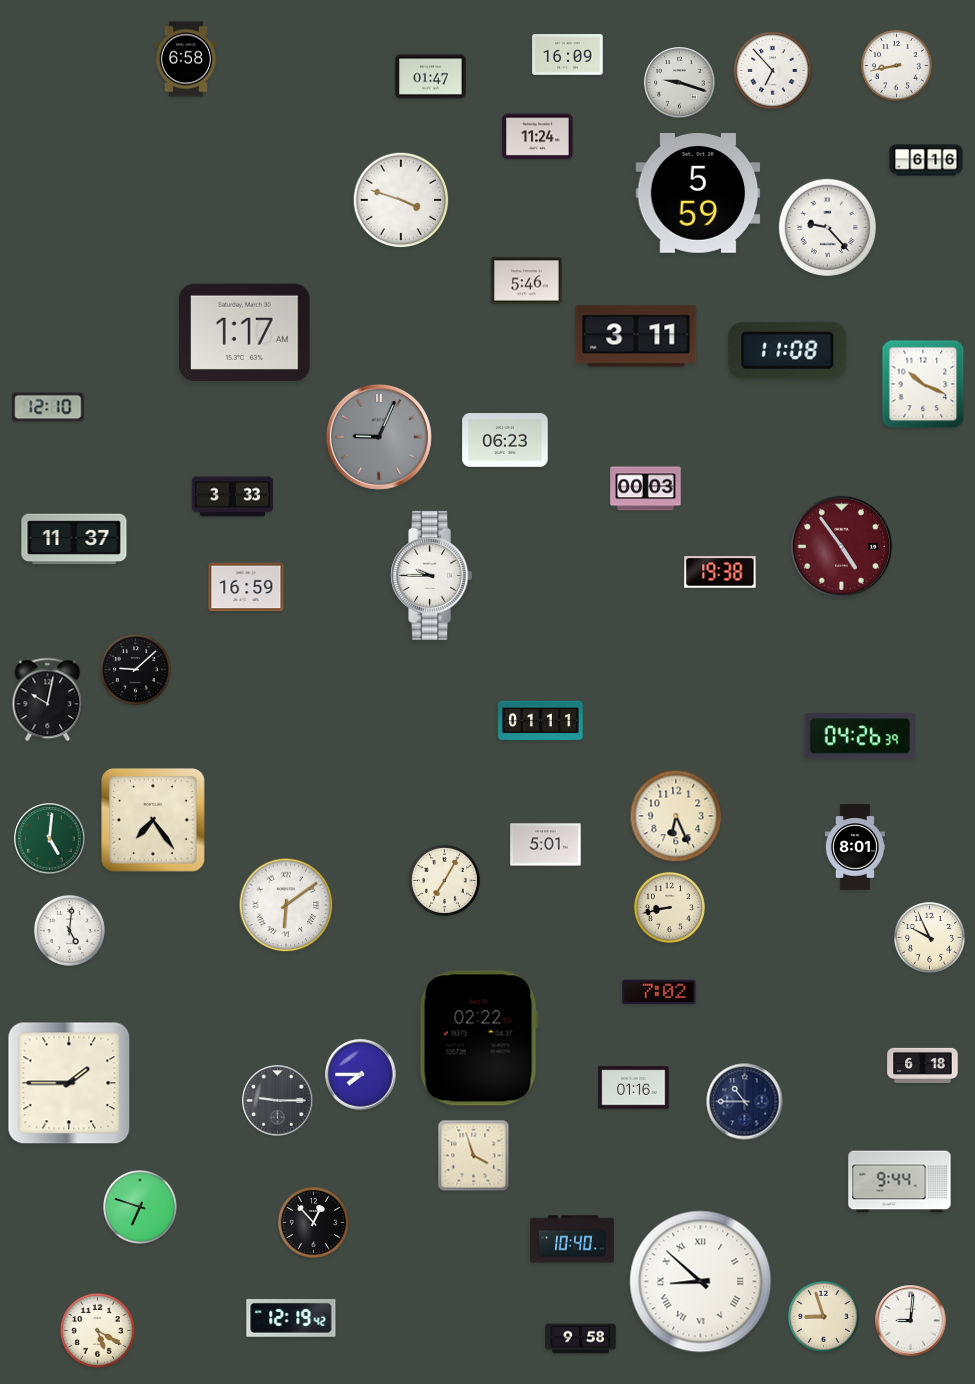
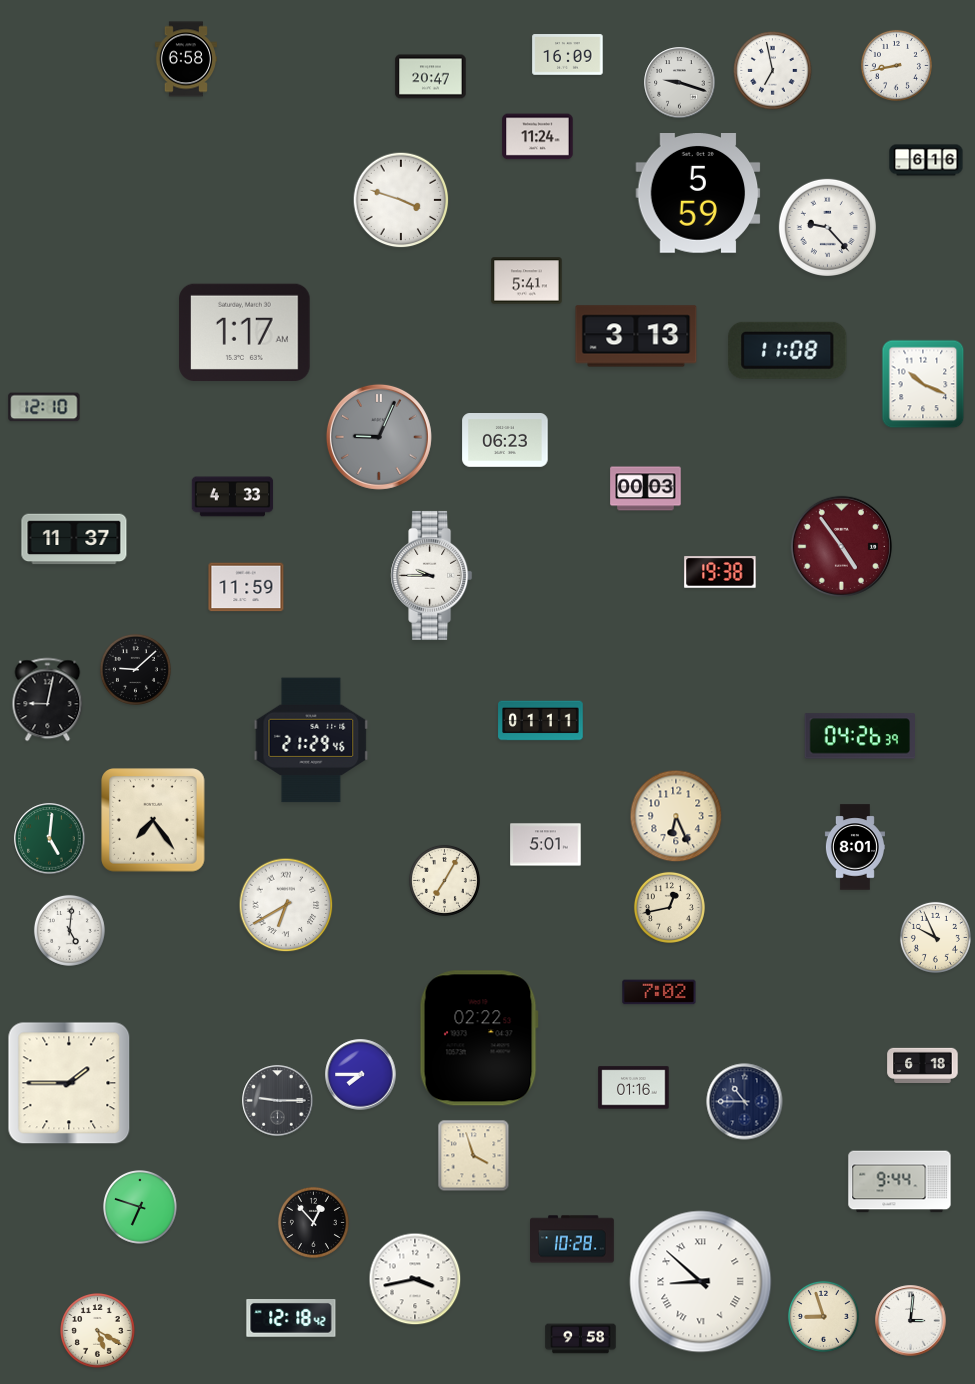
clock at (773, 71): 6:53 -> 6:58
clock at (431, 77): 01:47 -> 20:47
clock at (527, 281): 5:46 -> 5:41
clock at (636, 336): 3:11 -> 3:13
clock at (48, 407) position: (48, 407) -> (44, 407)
clock at (233, 497): 3:33 -> 4:33
clock at (246, 587): 16:59 -> 11:59
clock at (48, 700): 10:02 -> 9:02
clock at (311, 740): none -> 21:29
clock at (286, 905): 6:09 -> 6:40
clock at (669, 907): 8:43 -> 12:43
clock at (929, 937) position: (929, 937) -> (935, 937)
clock at (573, 1239): 10:40 -> 10:28
clock at (415, 1279): none -> 3:43
clock at (291, 1319): 12:19 -> 12:18
clock at (911, 1321): 9:01 -> 3:01
